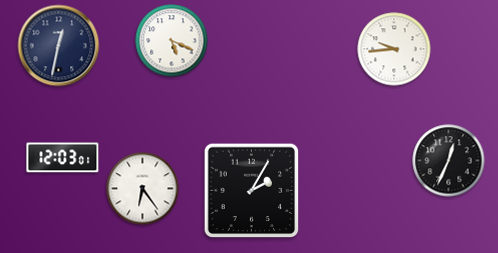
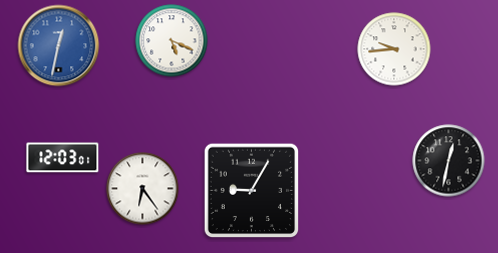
clock at (59, 46) dial: navy -> blue
clock at (449, 161): 12:34 -> 12:32
clock at (252, 191): 2:05 -> 9:05
